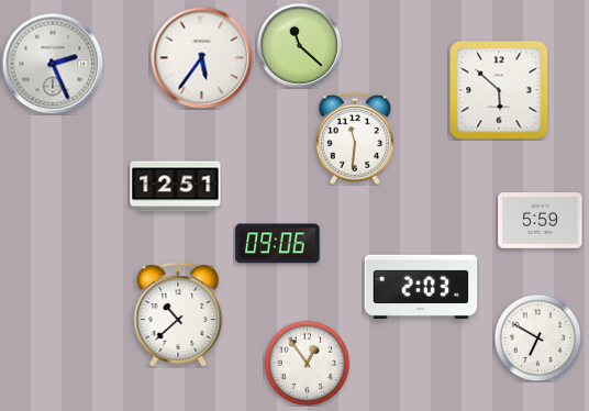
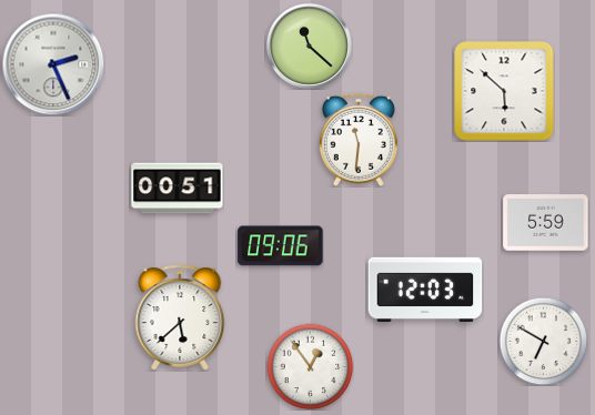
clock at (299, 45) position: (299, 45) -> (309, 45)
clock at (201, 57): 5:36 -> none
clock at (176, 187): 12:51 -> 00:51
clock at (421, 287): 2:03 -> 12:03
clock at (178, 314): 10:38 -> 5:38
